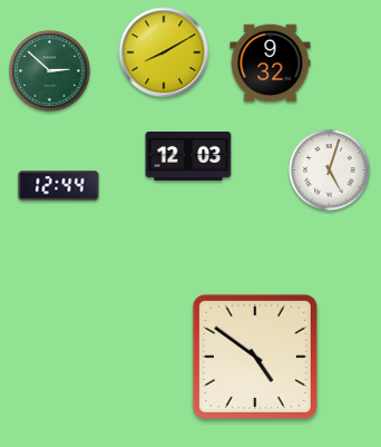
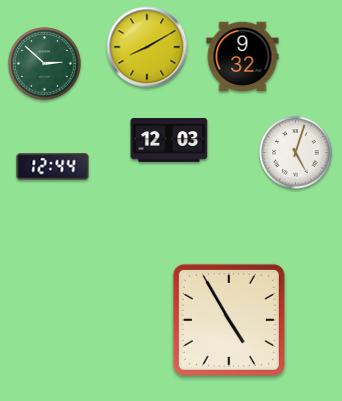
clock at (255, 357): 4:51 -> 4:55
